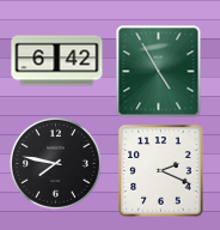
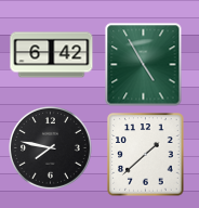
clock at (161, 171): 2:19 -> 1:38
